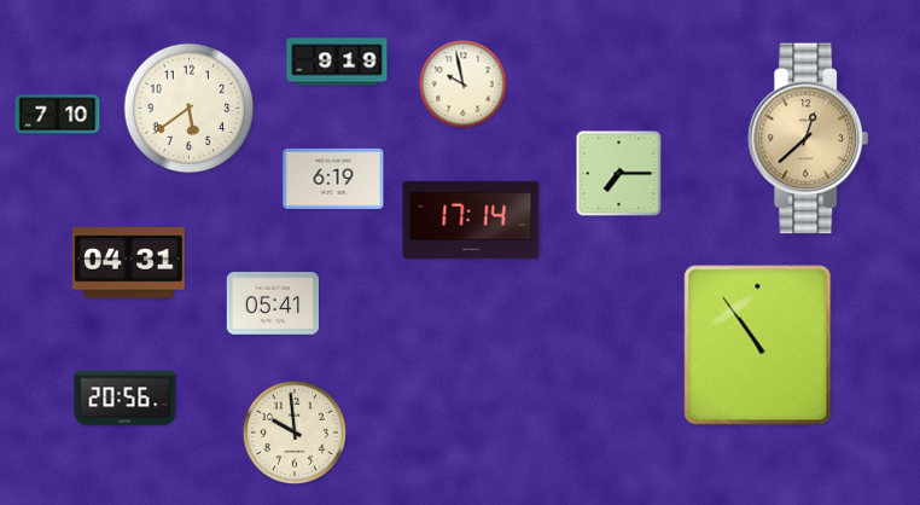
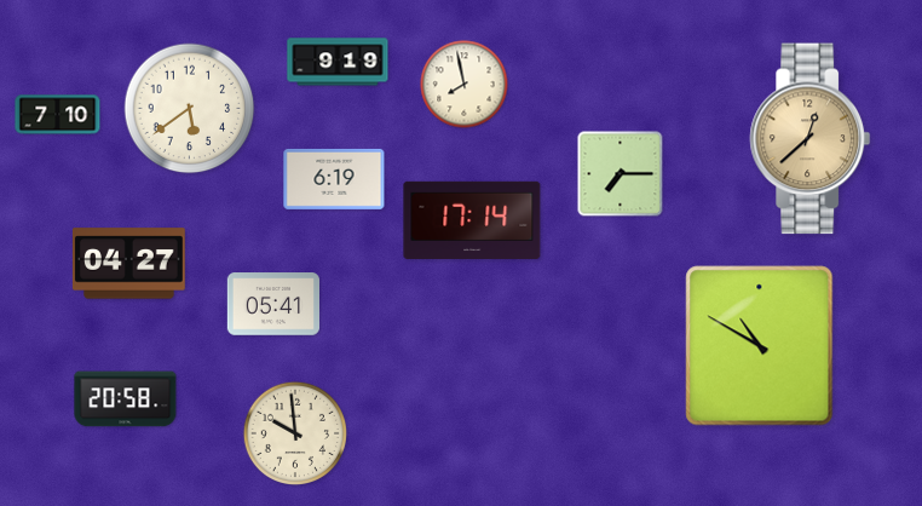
clock at (464, 85): 9:58 -> 7:58
clock at (129, 263): 04:31 -> 04:27
clock at (758, 346): 10:54 -> 10:50
clock at (126, 399): 20:56 -> 20:58
